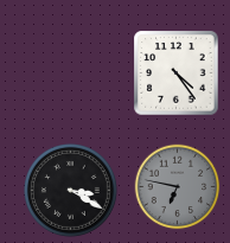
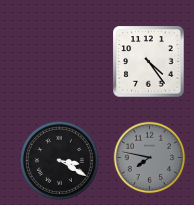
clock at (178, 187): 6:47 -> 7:47
